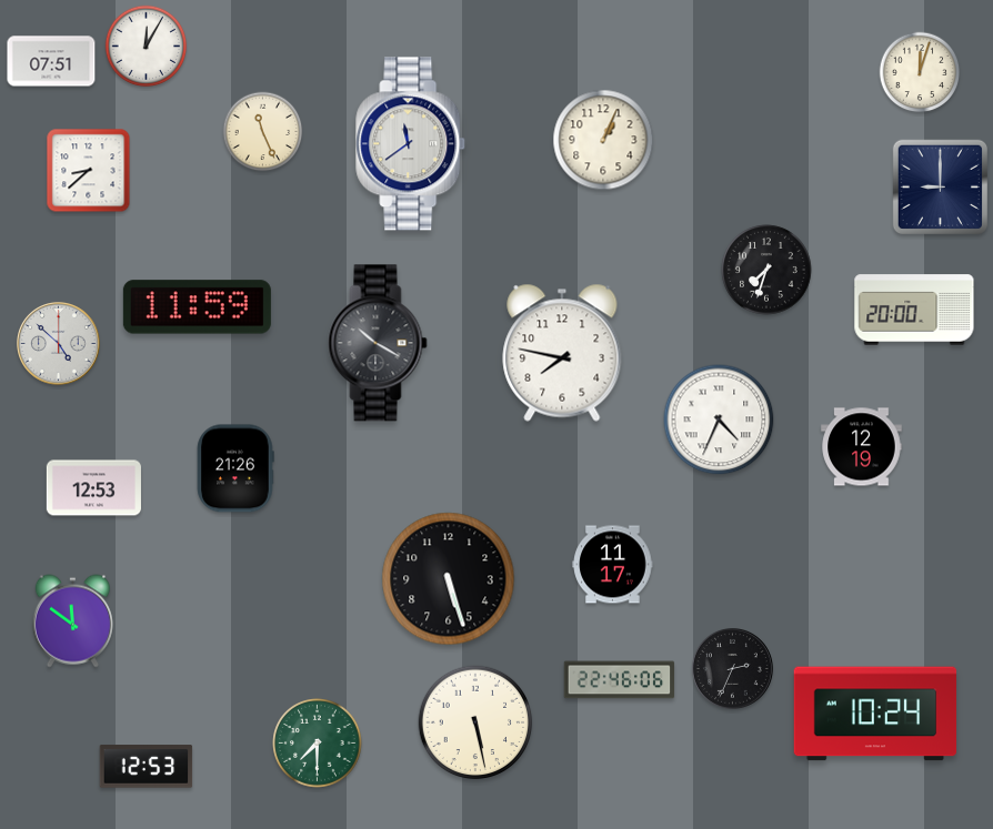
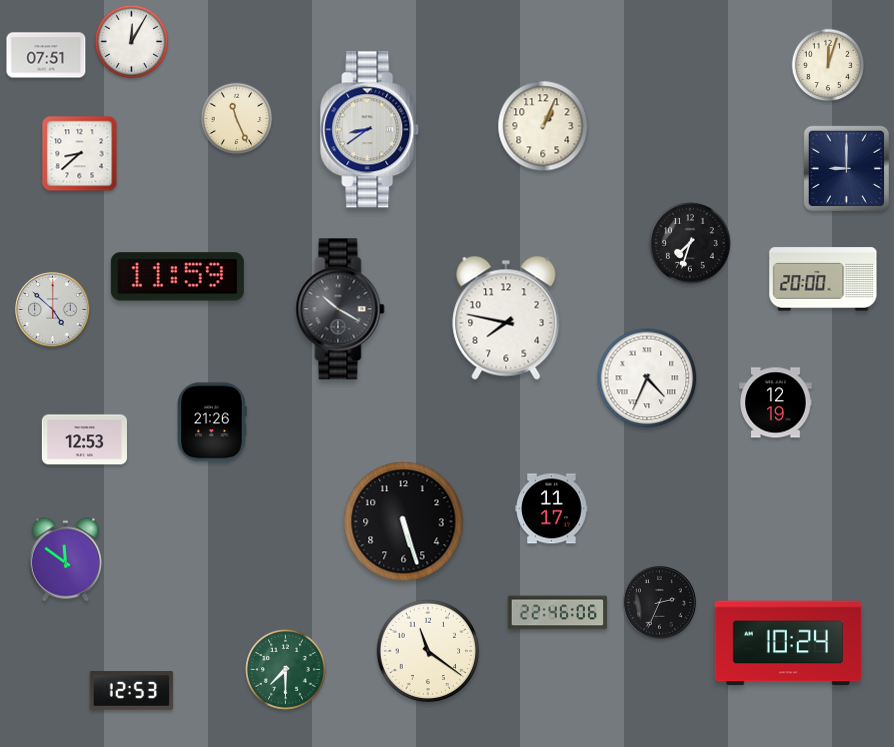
clock at (411, 144): 11:39 -> 8:39
clock at (475, 722): 5:28 -> 11:21
